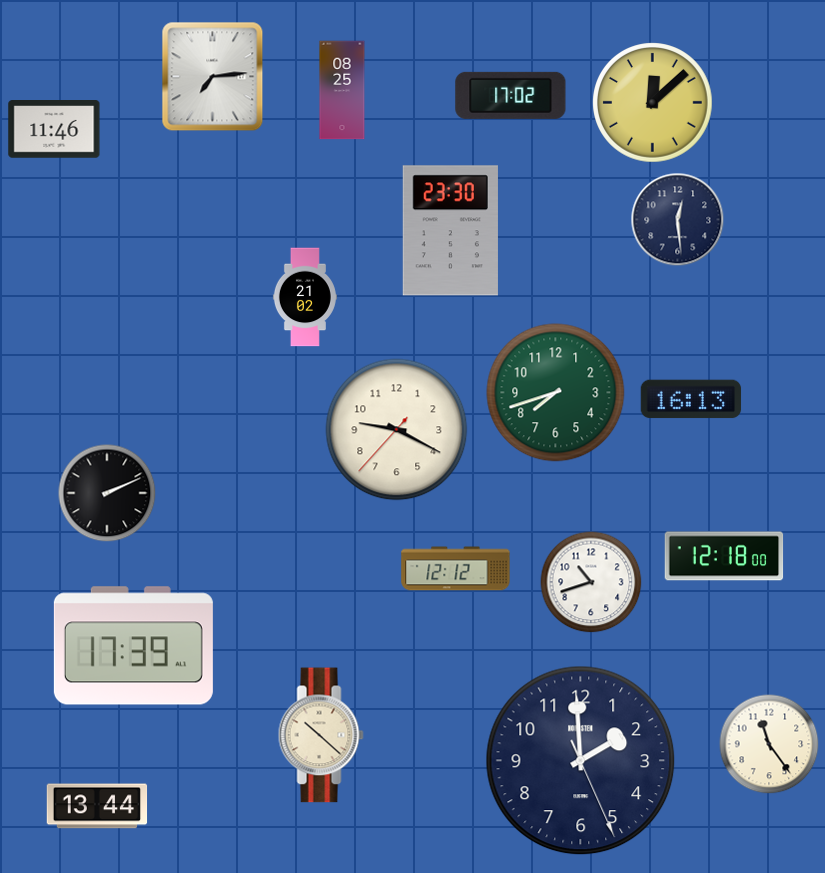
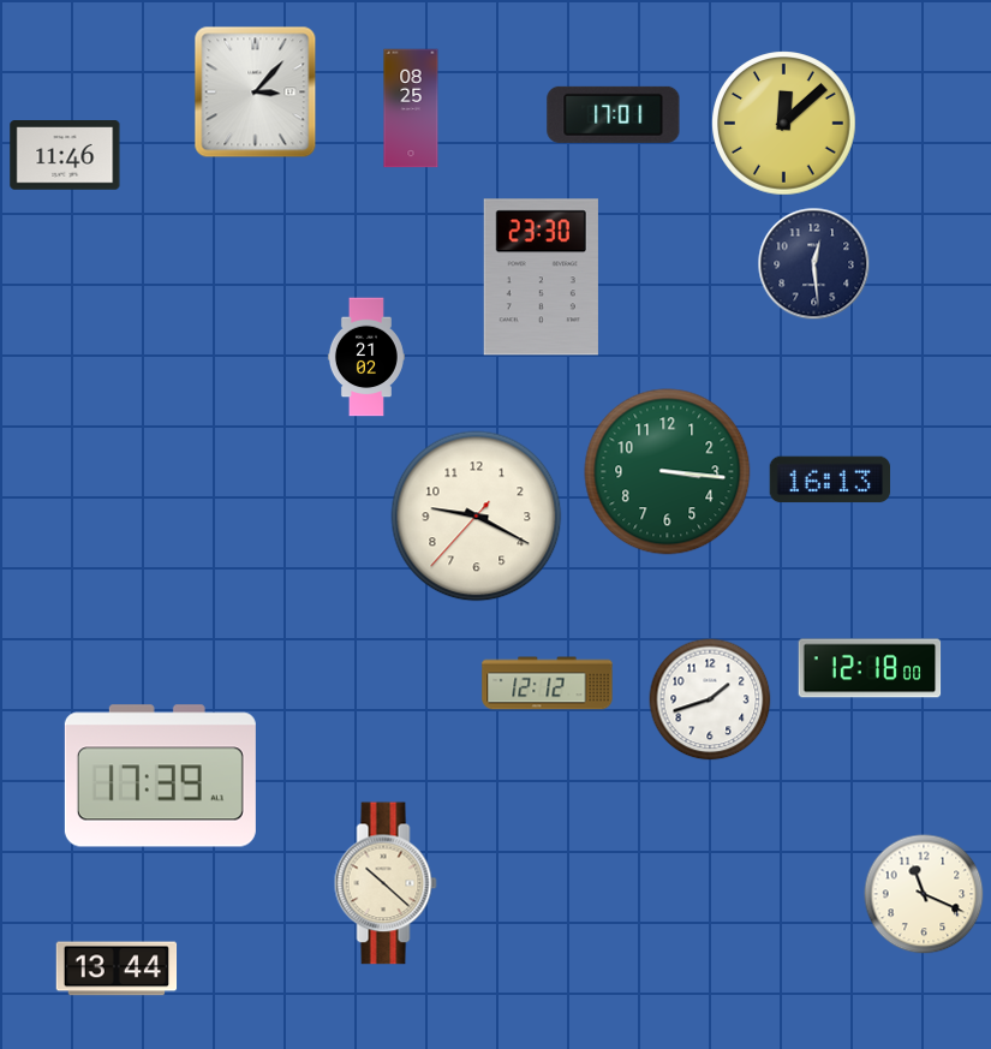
clock at (213, 77): 7:14 -> 3:07
clock at (511, 95): 17:02 -> 17:01
clock at (556, 393): 7:42 -> 3:16
clock at (107, 493): 2:11 -> none
clock at (591, 582): 10:42 -> 1:42
clock at (769, 744): 11:24 -> 11:19
clock at (581, 761): 1:59 -> none
